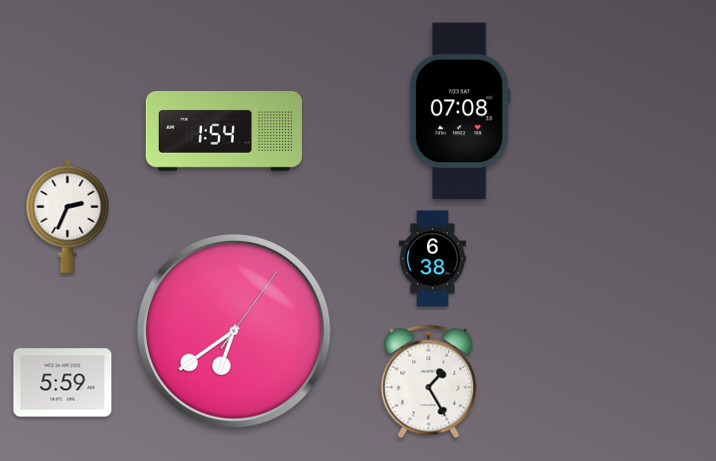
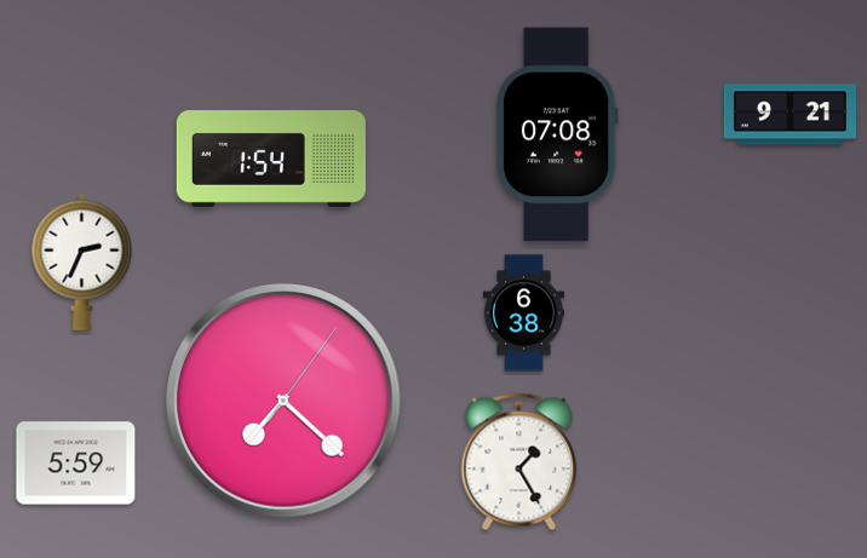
clock at (790, 115): none -> 9:21
clock at (234, 331): 6:39 -> 7:22
